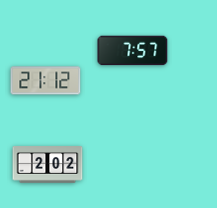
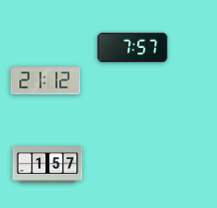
clock at (133, 51) position: (133, 51) -> (133, 48)
clock at (48, 165): 2:02 -> 1:57
